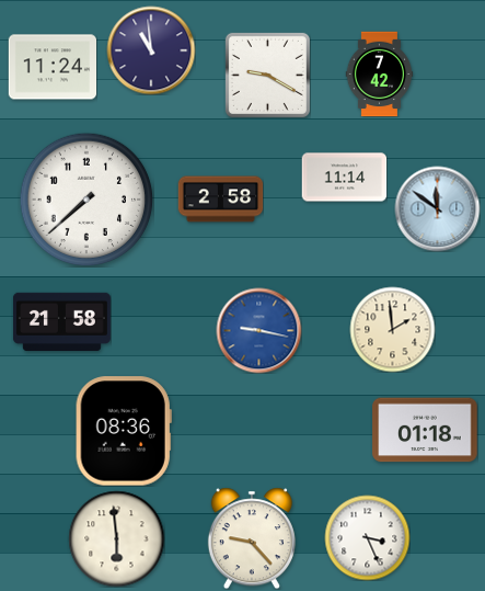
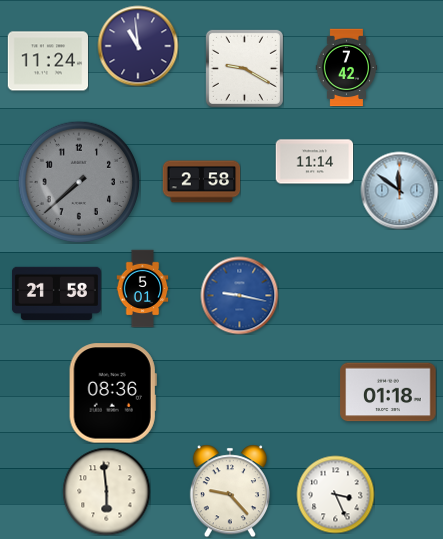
clock at (86, 200) dial: white -> grey
clock at (143, 288): none -> 5:01
clock at (392, 329): 1:59 -> none
clock at (258, 330) position: (258, 330) -> (239, 295)
clock at (367, 537) position: (367, 537) -> (335, 494)
